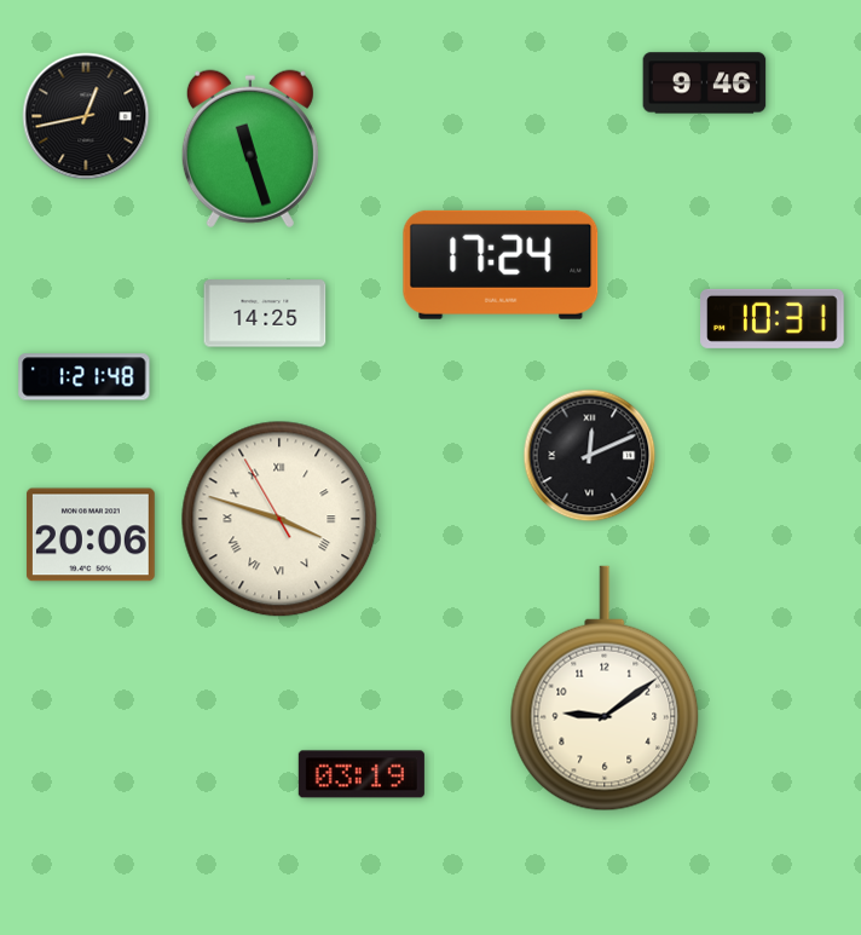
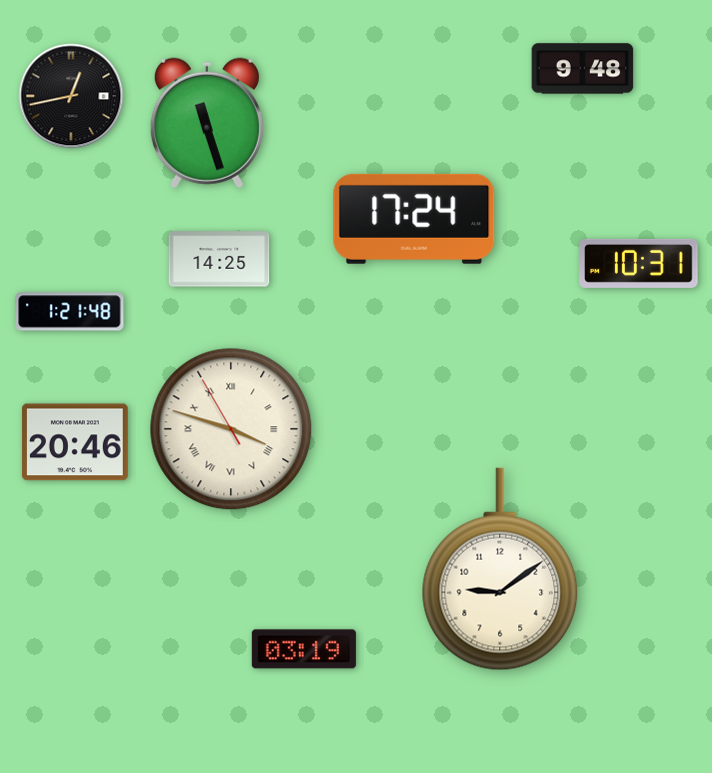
clock at (705, 83): 9:46 -> 9:48
clock at (590, 456): 12:11 -> none
clock at (91, 535): 20:06 -> 20:46
clock at (362, 774) position: (362, 774) -> (304, 649)
